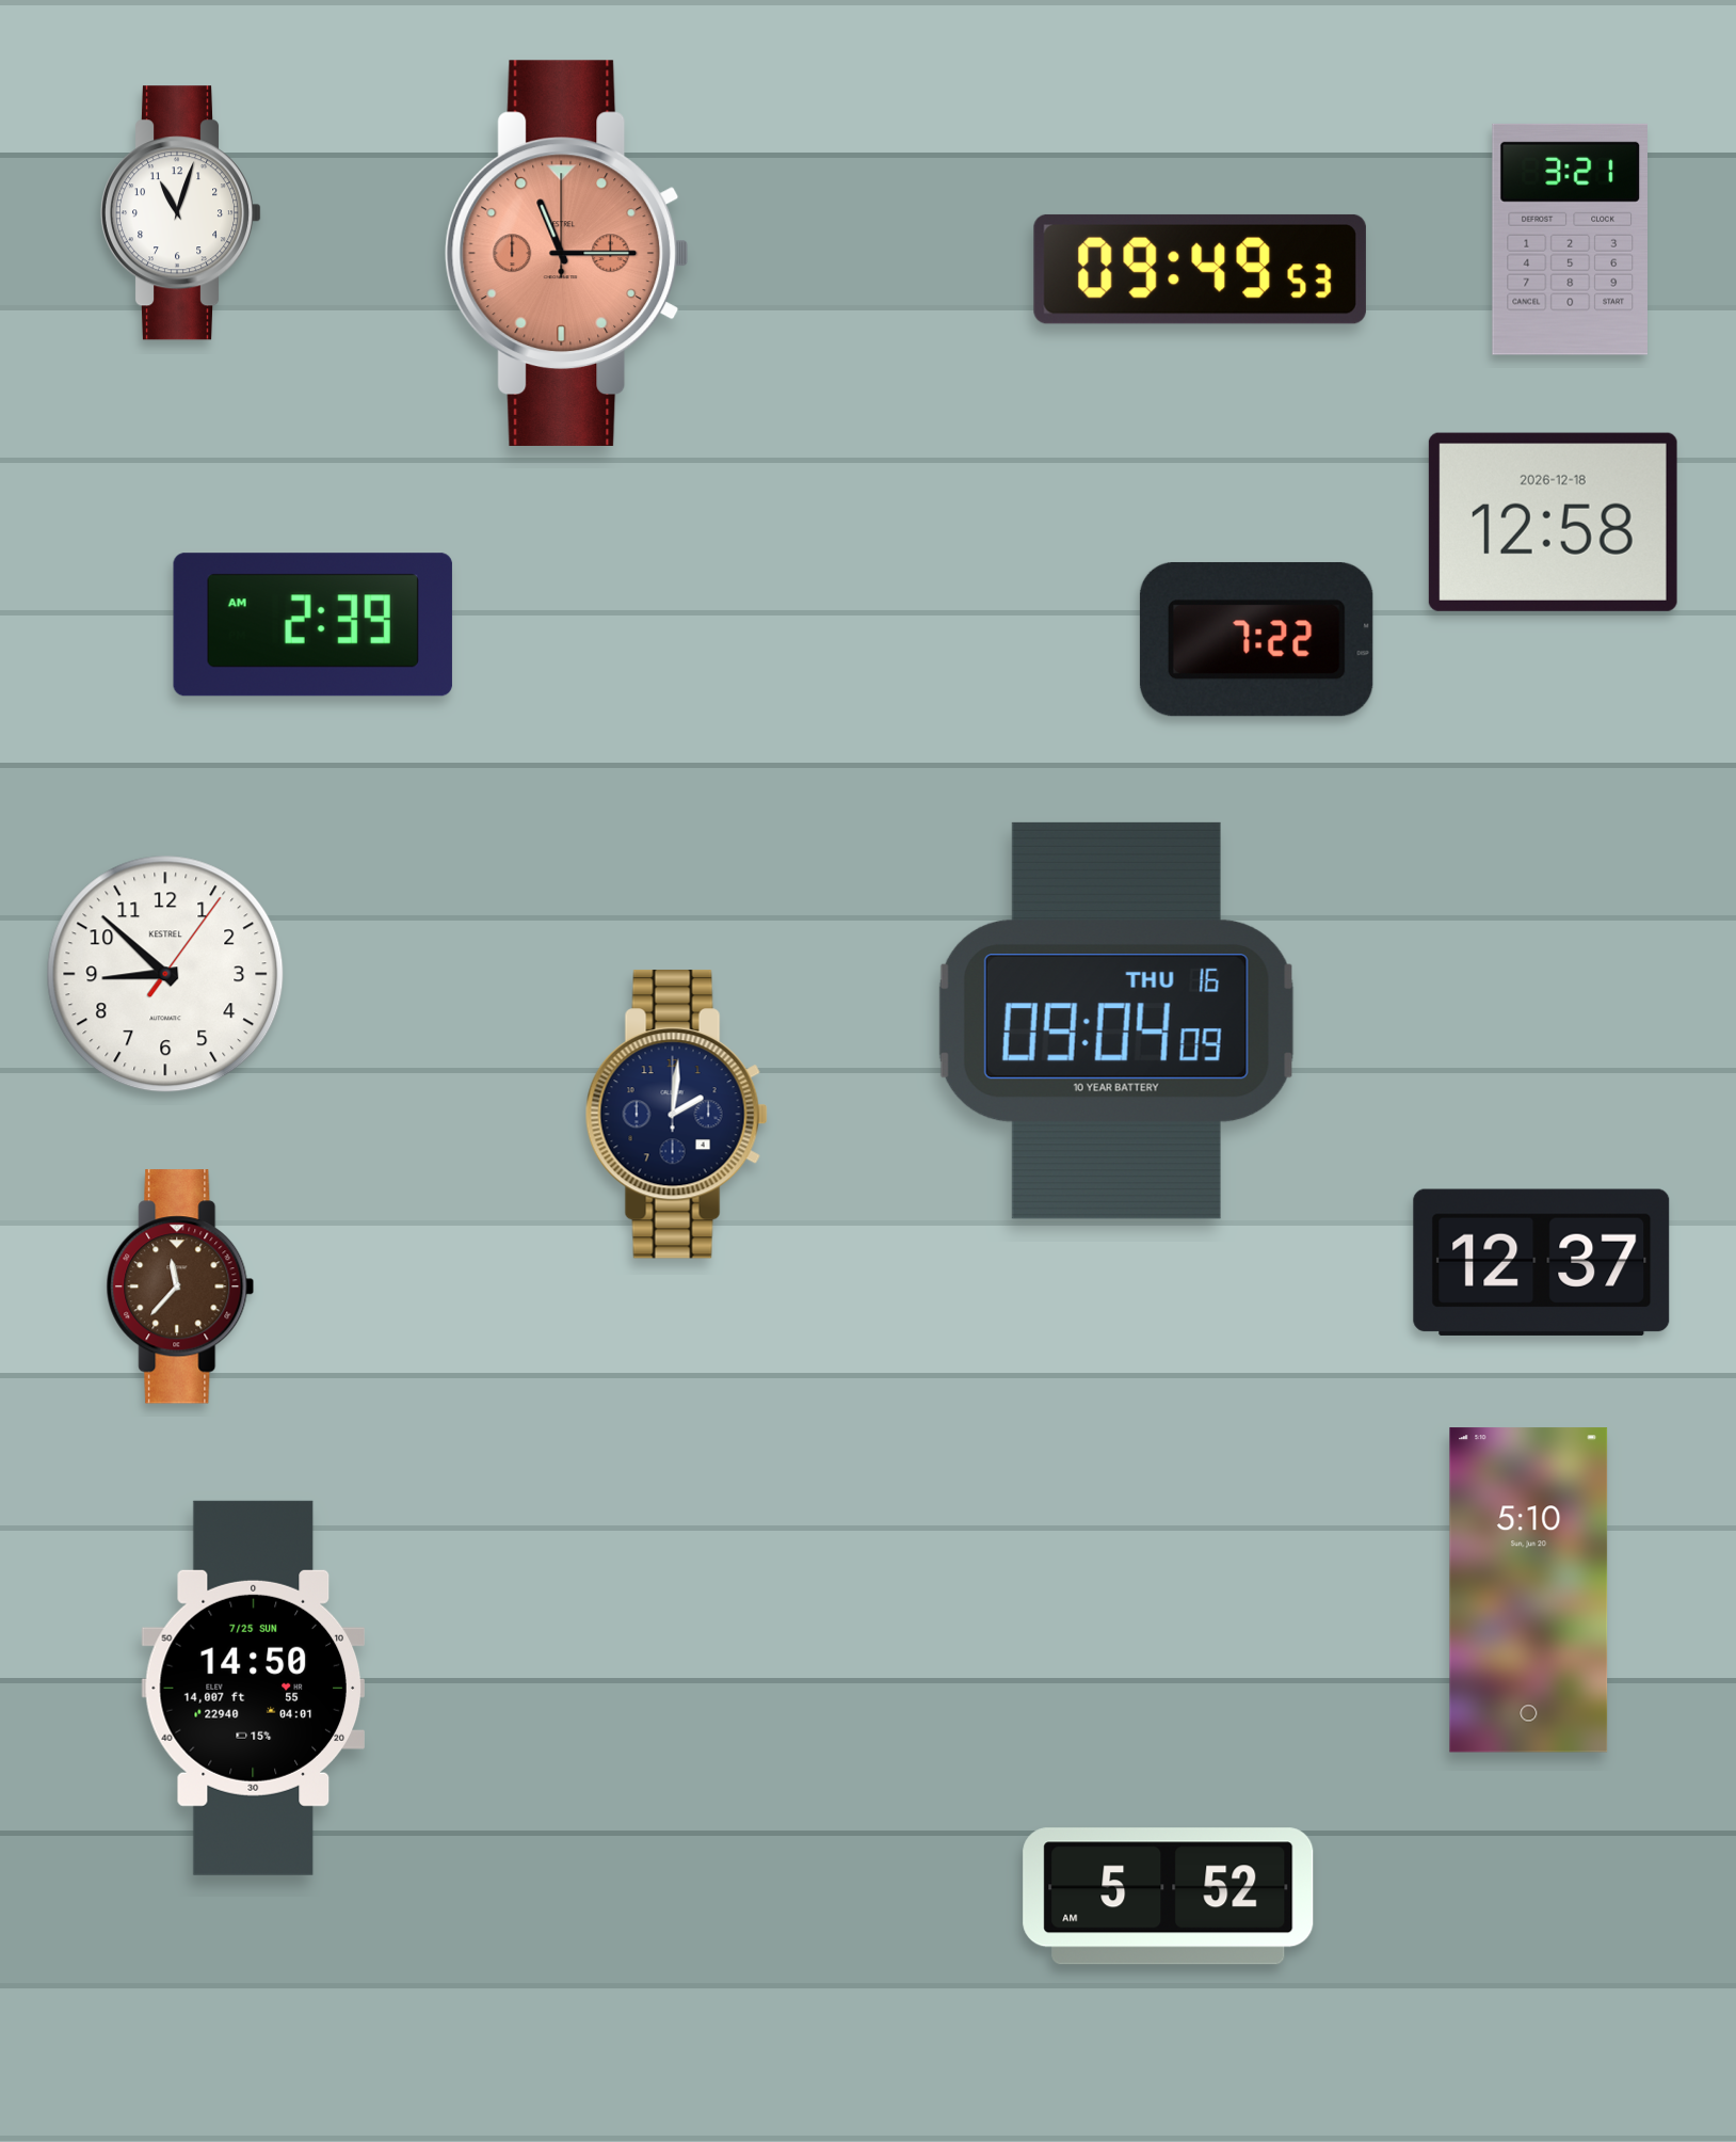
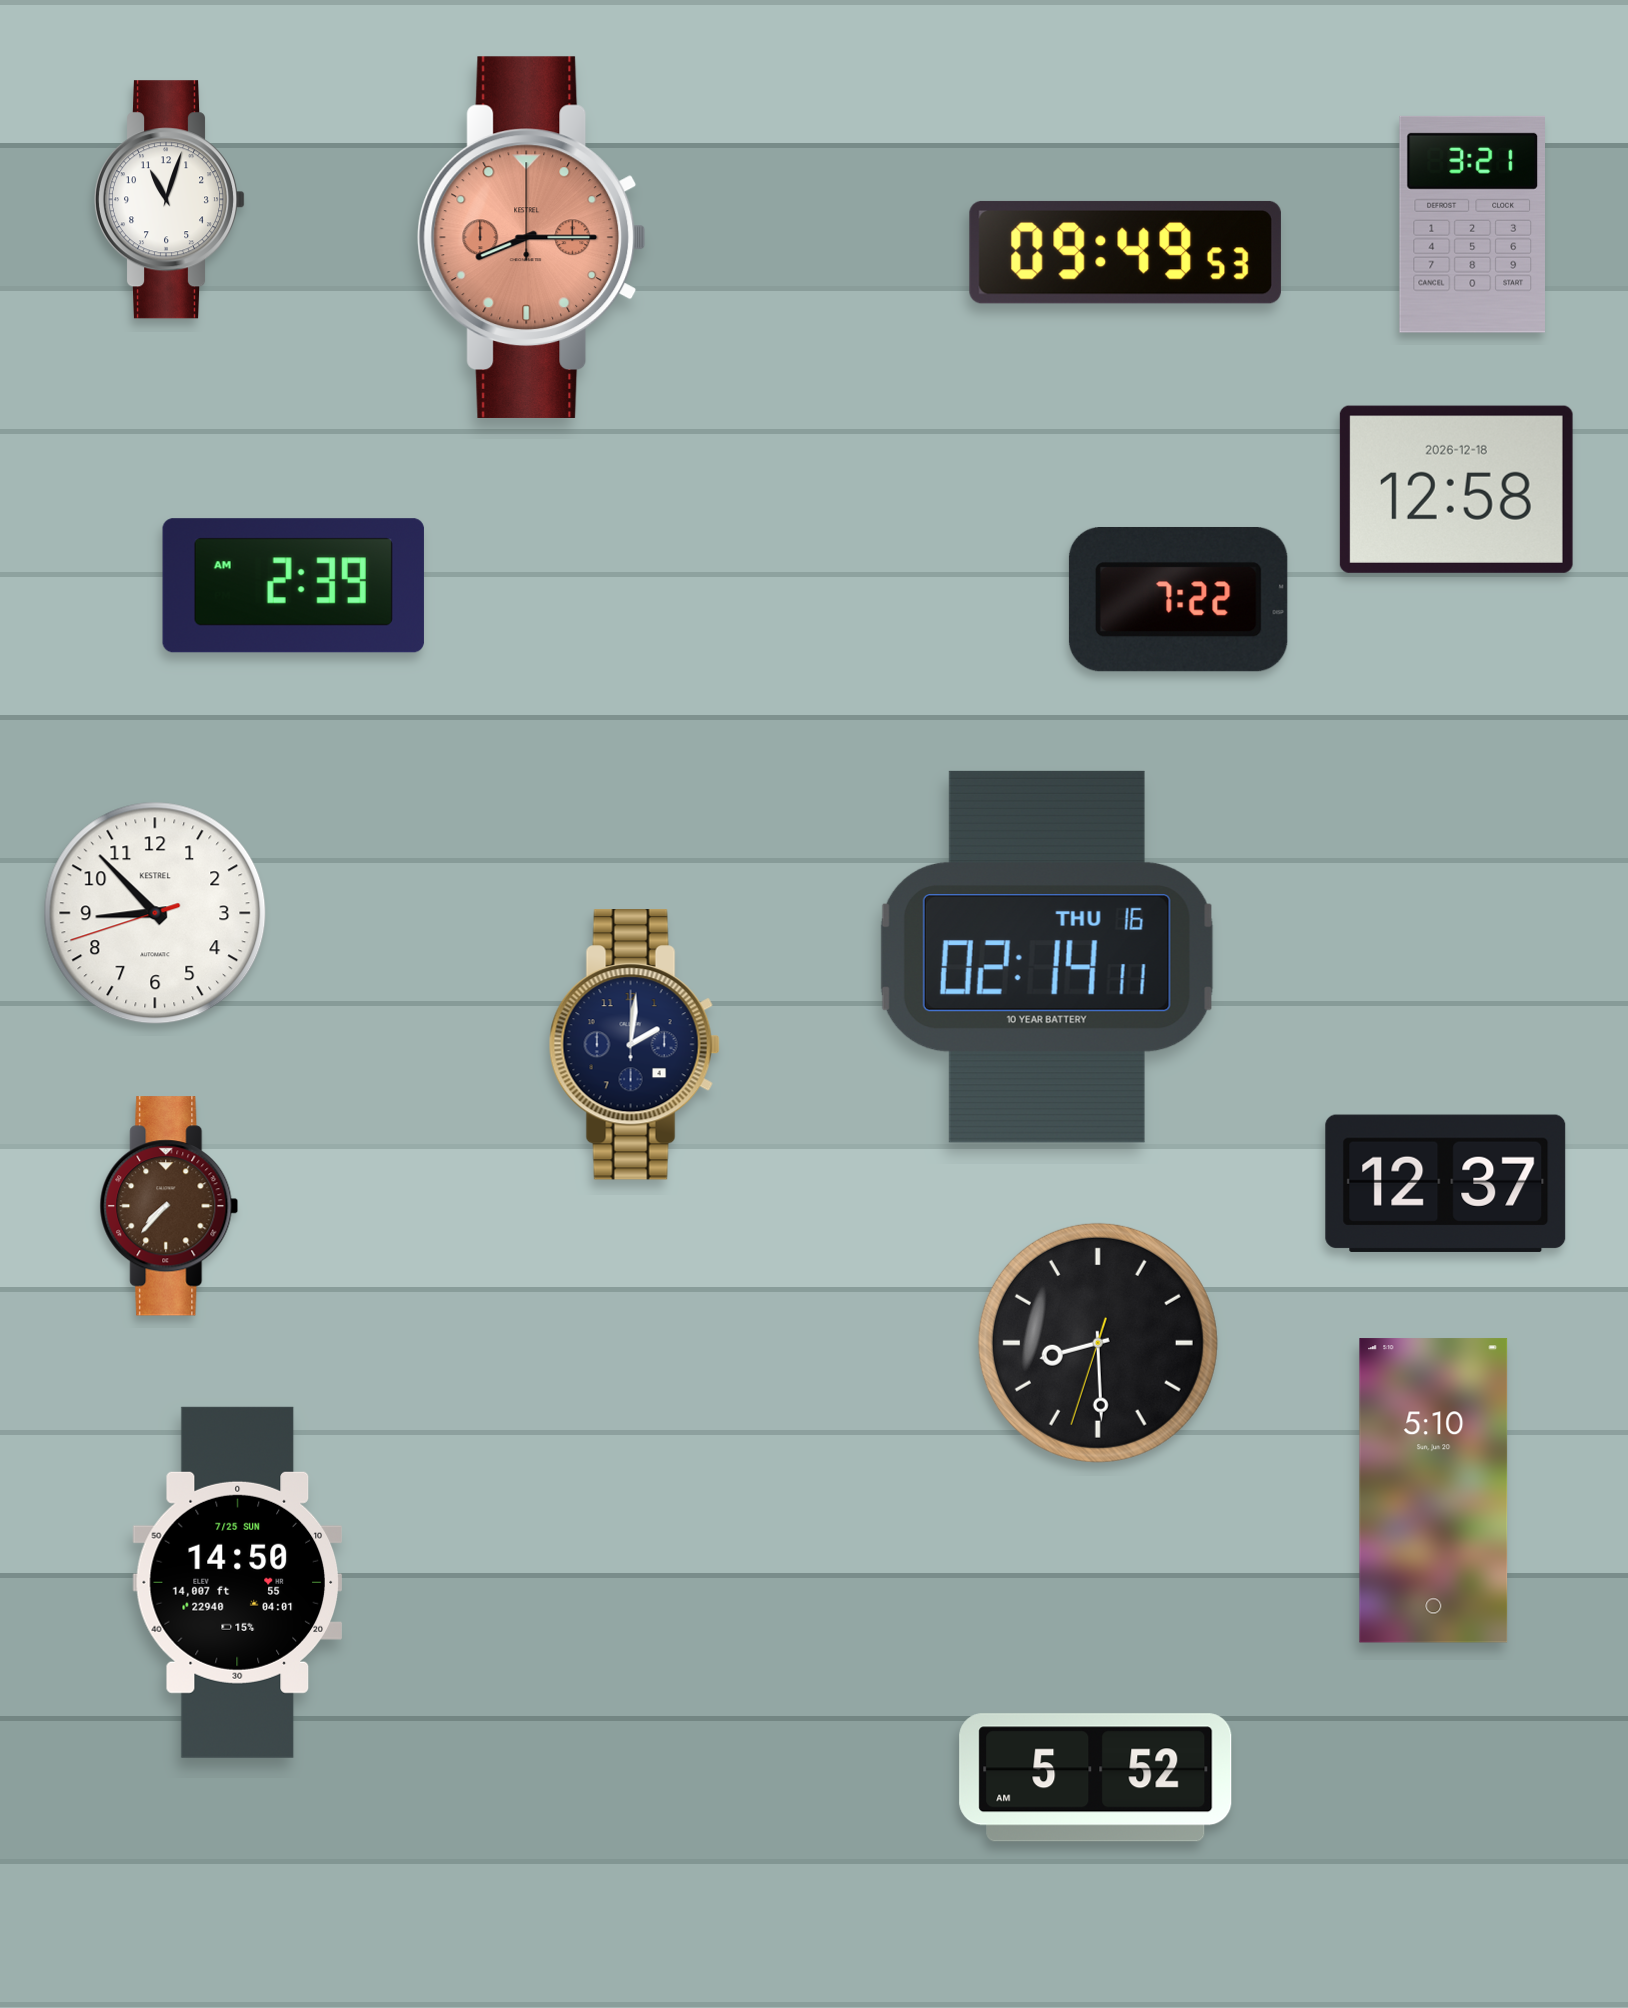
clock at (567, 253): 11:15 -> 8:15
clock at (165, 974): 8:52:06 -> 8:52:42
clock at (1116, 1021): 09:04 -> 02:14
clock at (180, 1286): 11:37 -> 7:37
clock at (1098, 1343): none -> 8:29
